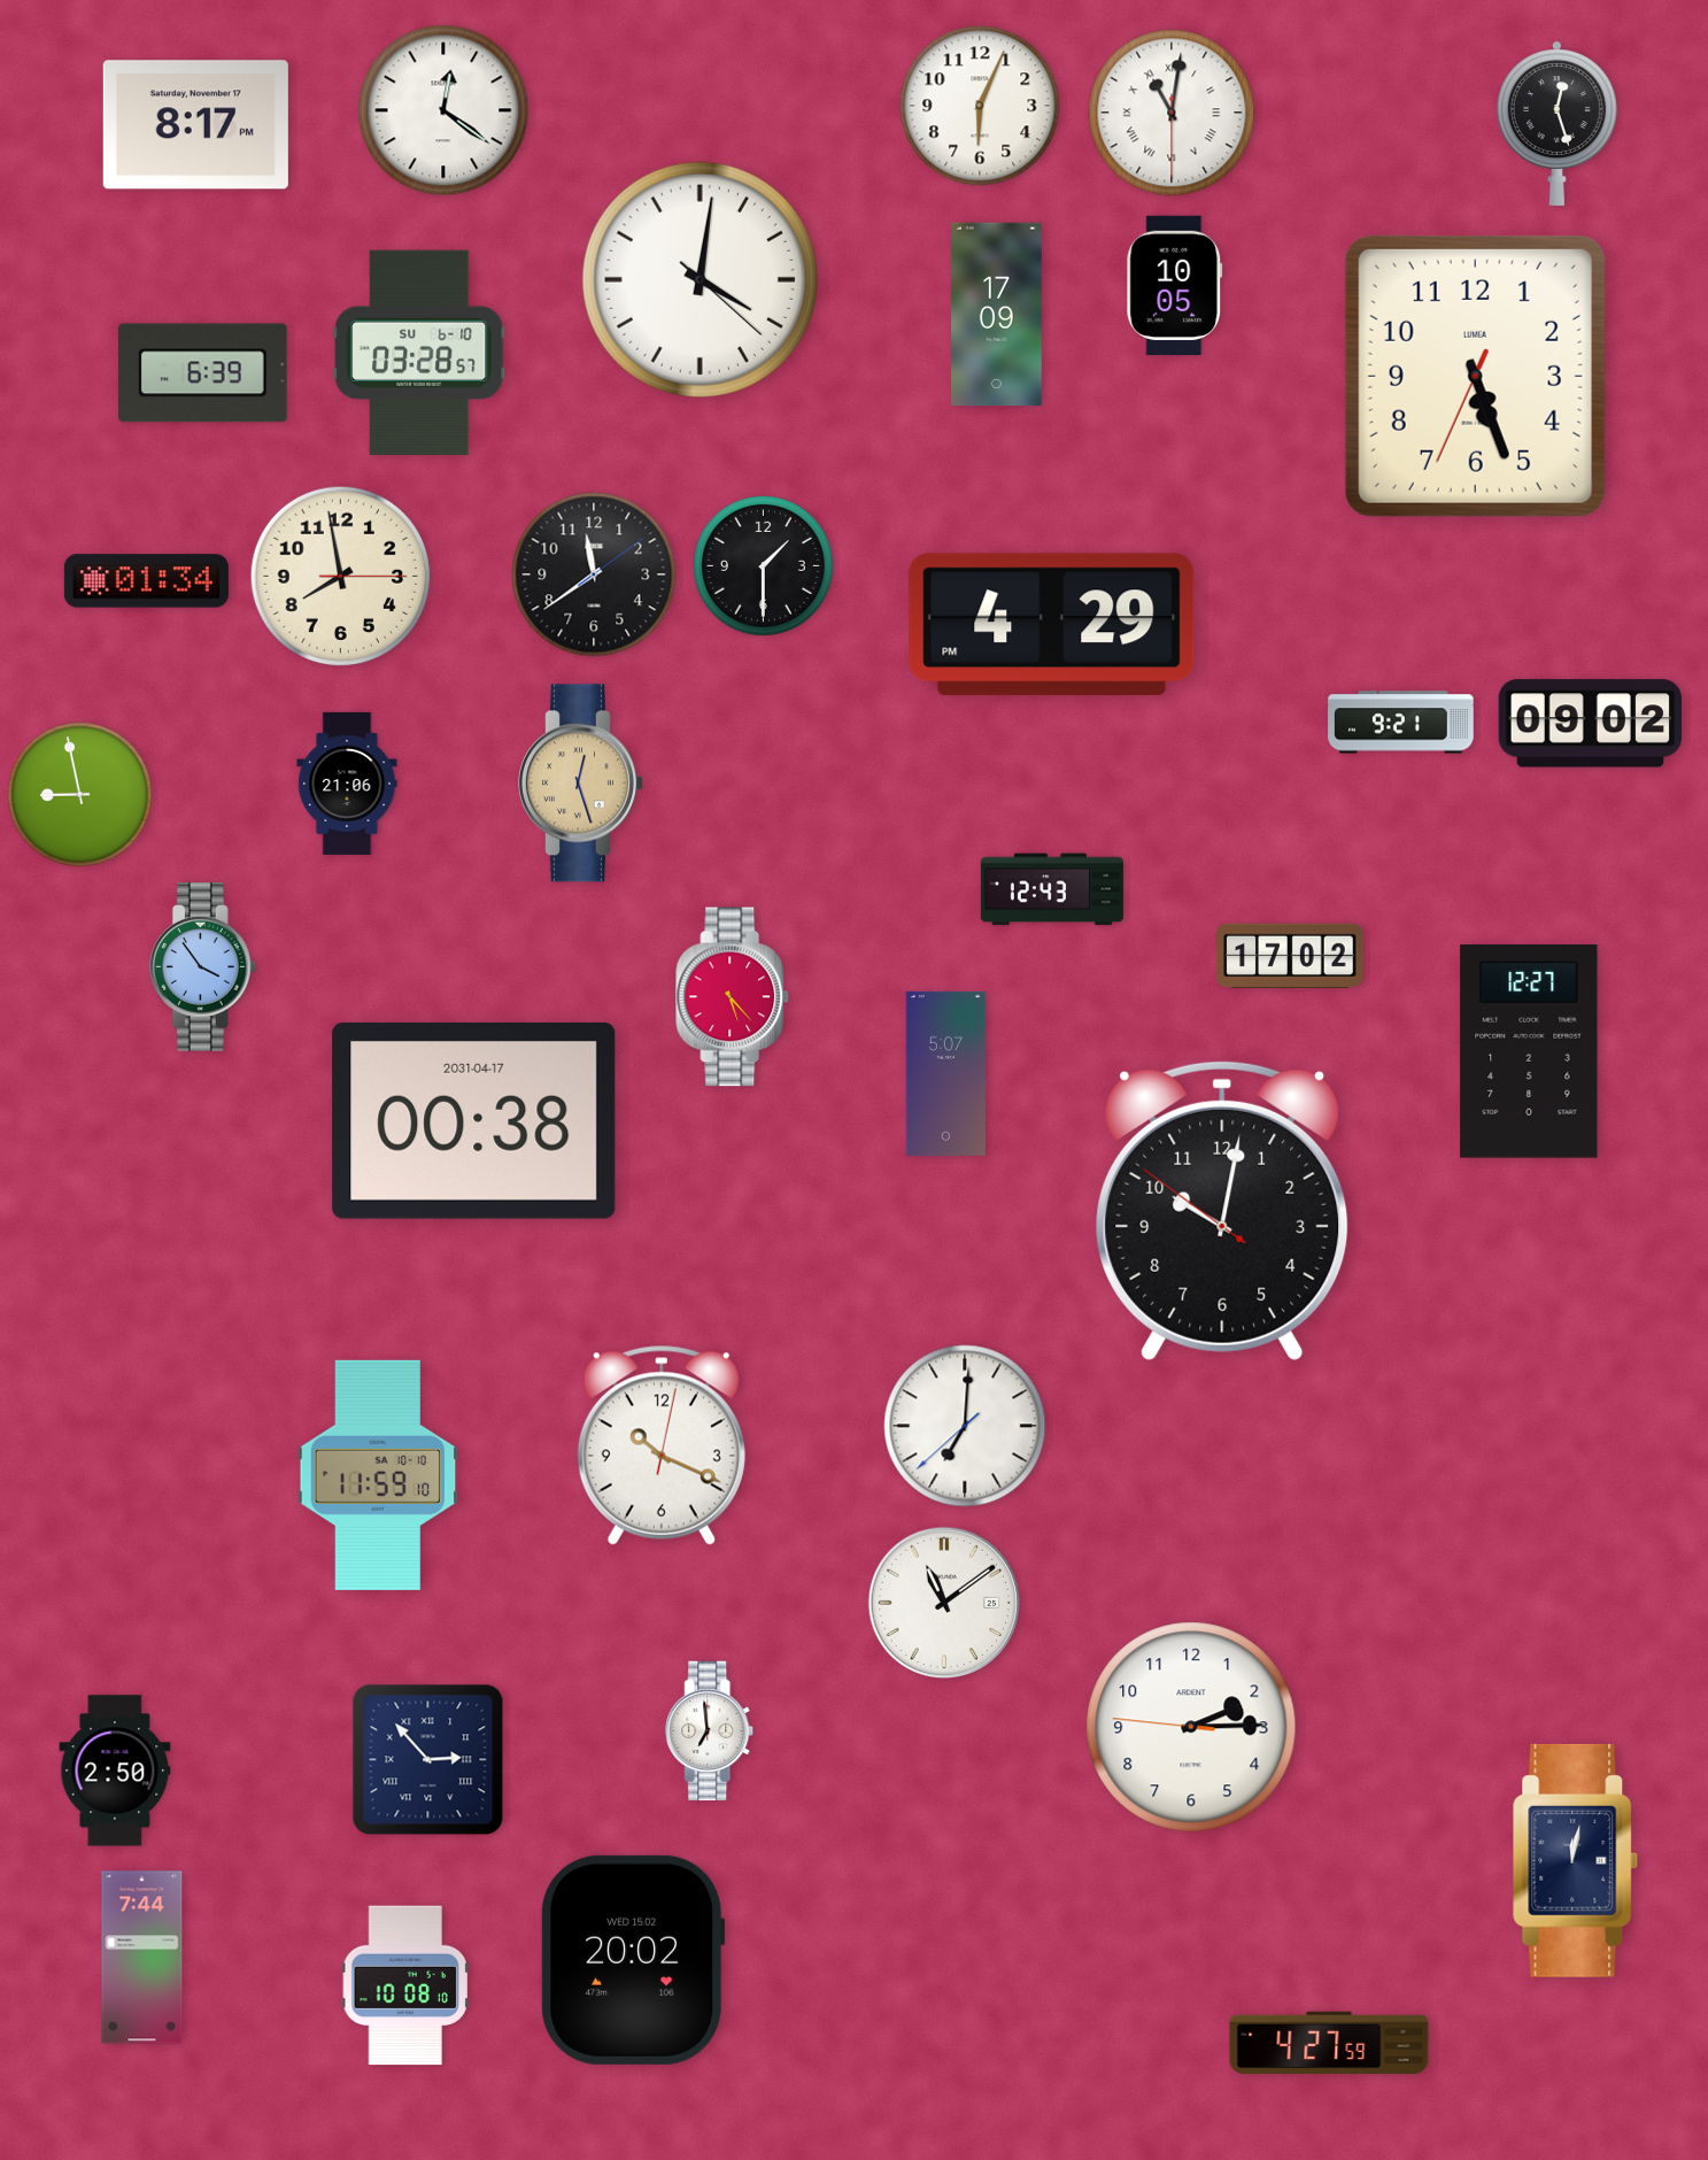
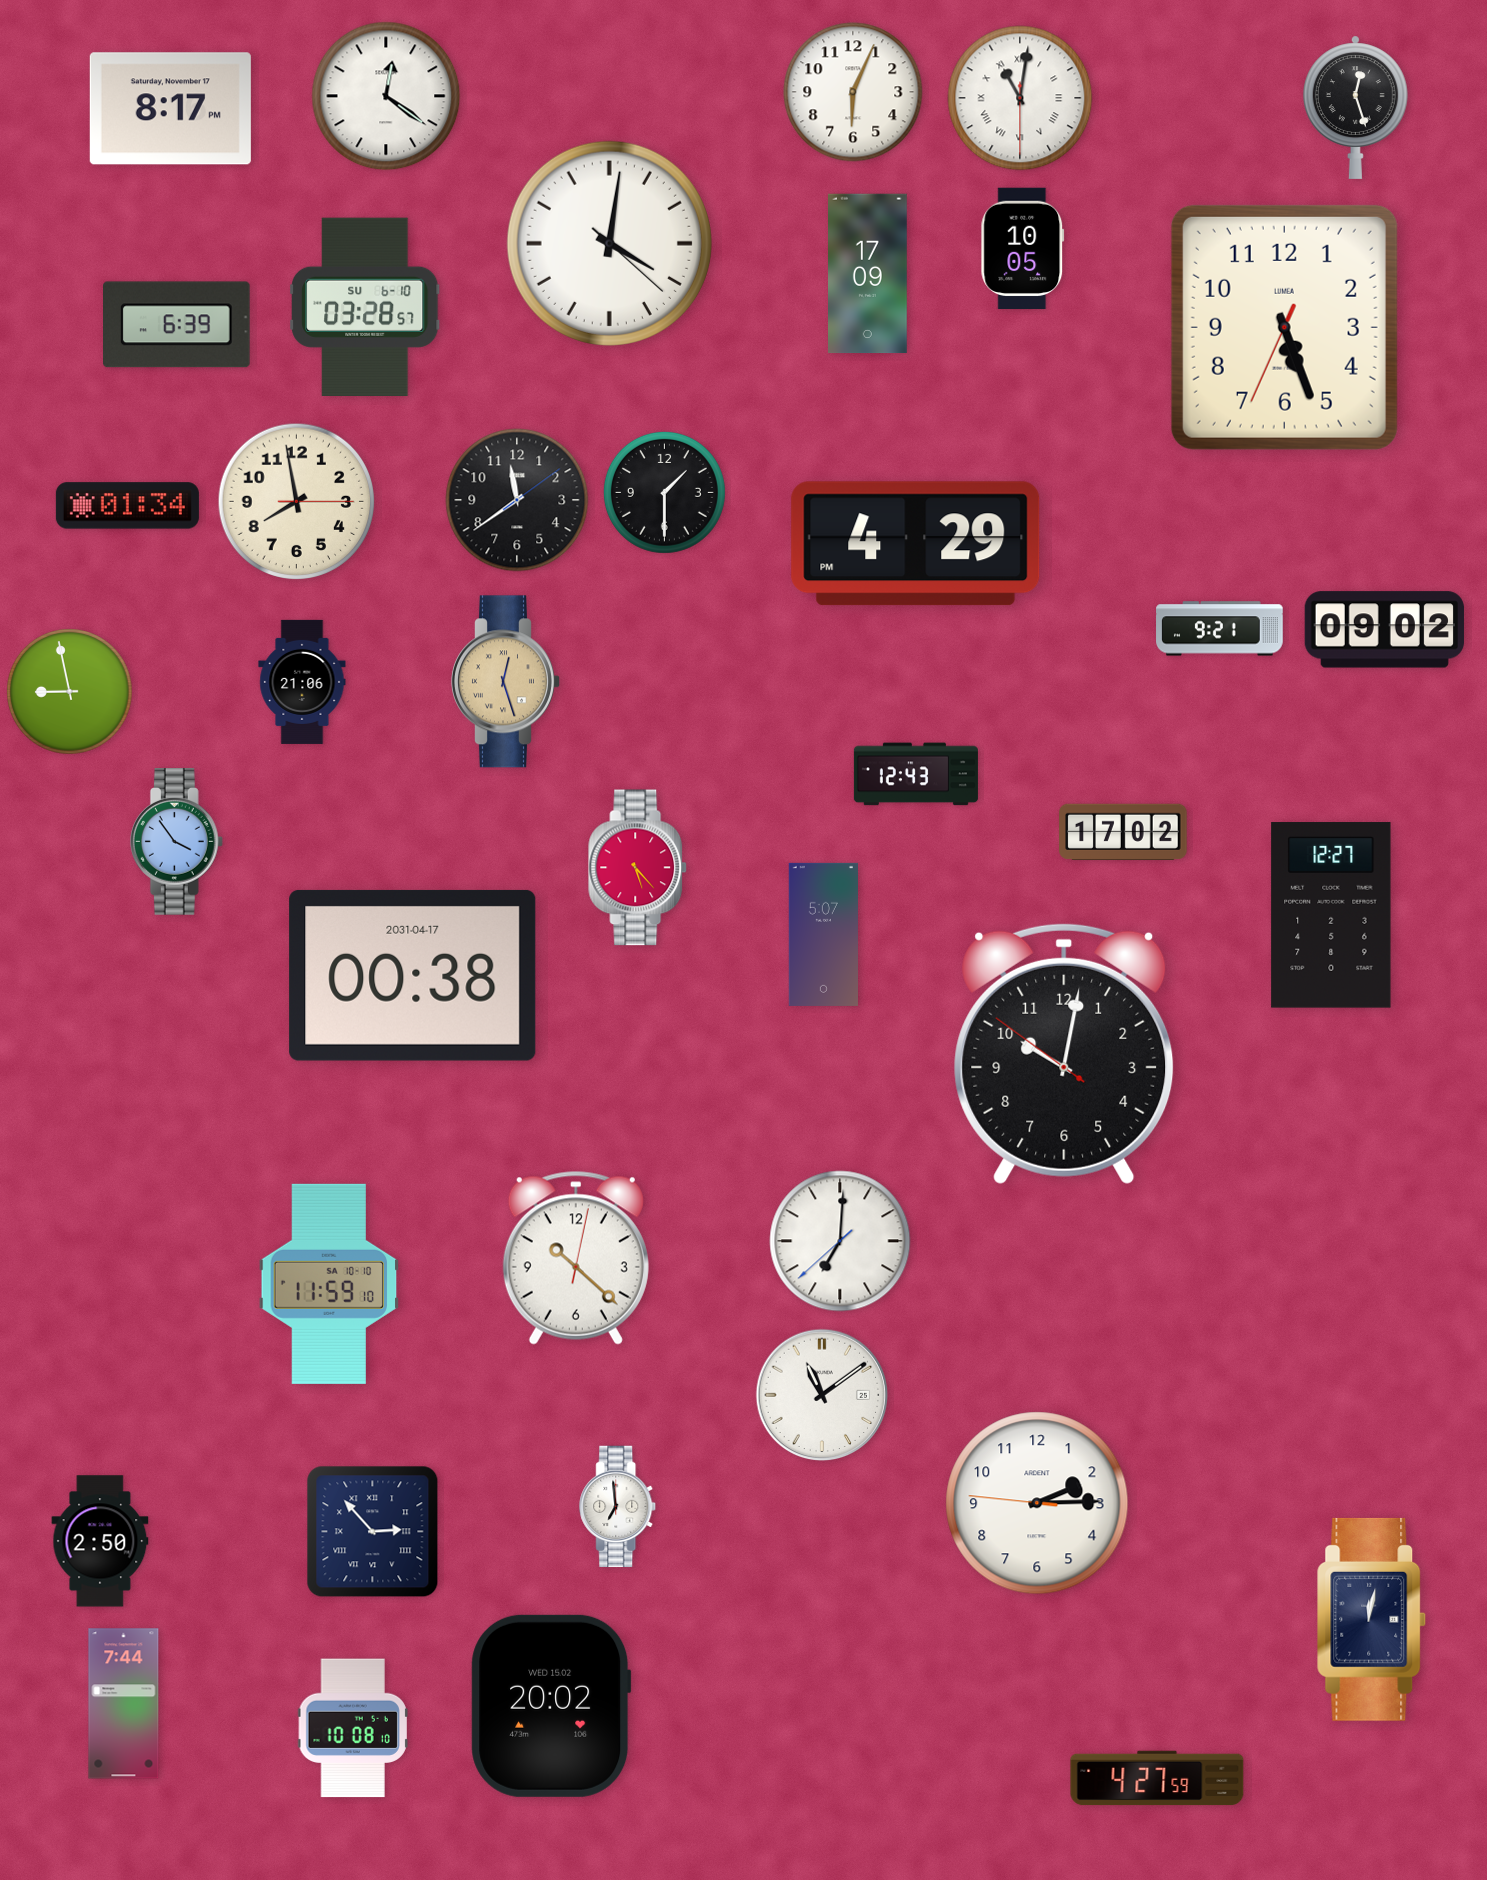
clock at (662, 1445): 10:19 -> 10:22
